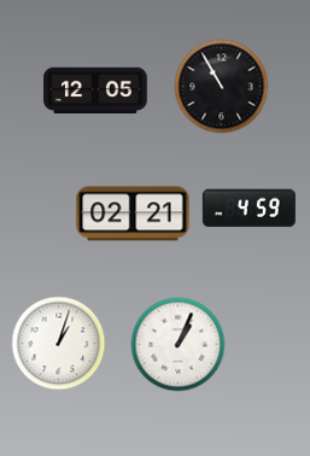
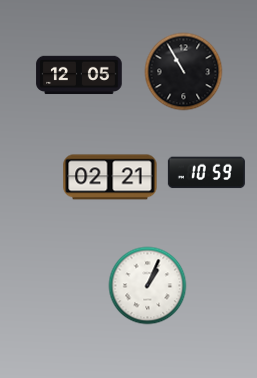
clock at (248, 209): 4:59 -> 10:59
clock at (58, 343): 1:03 -> none
